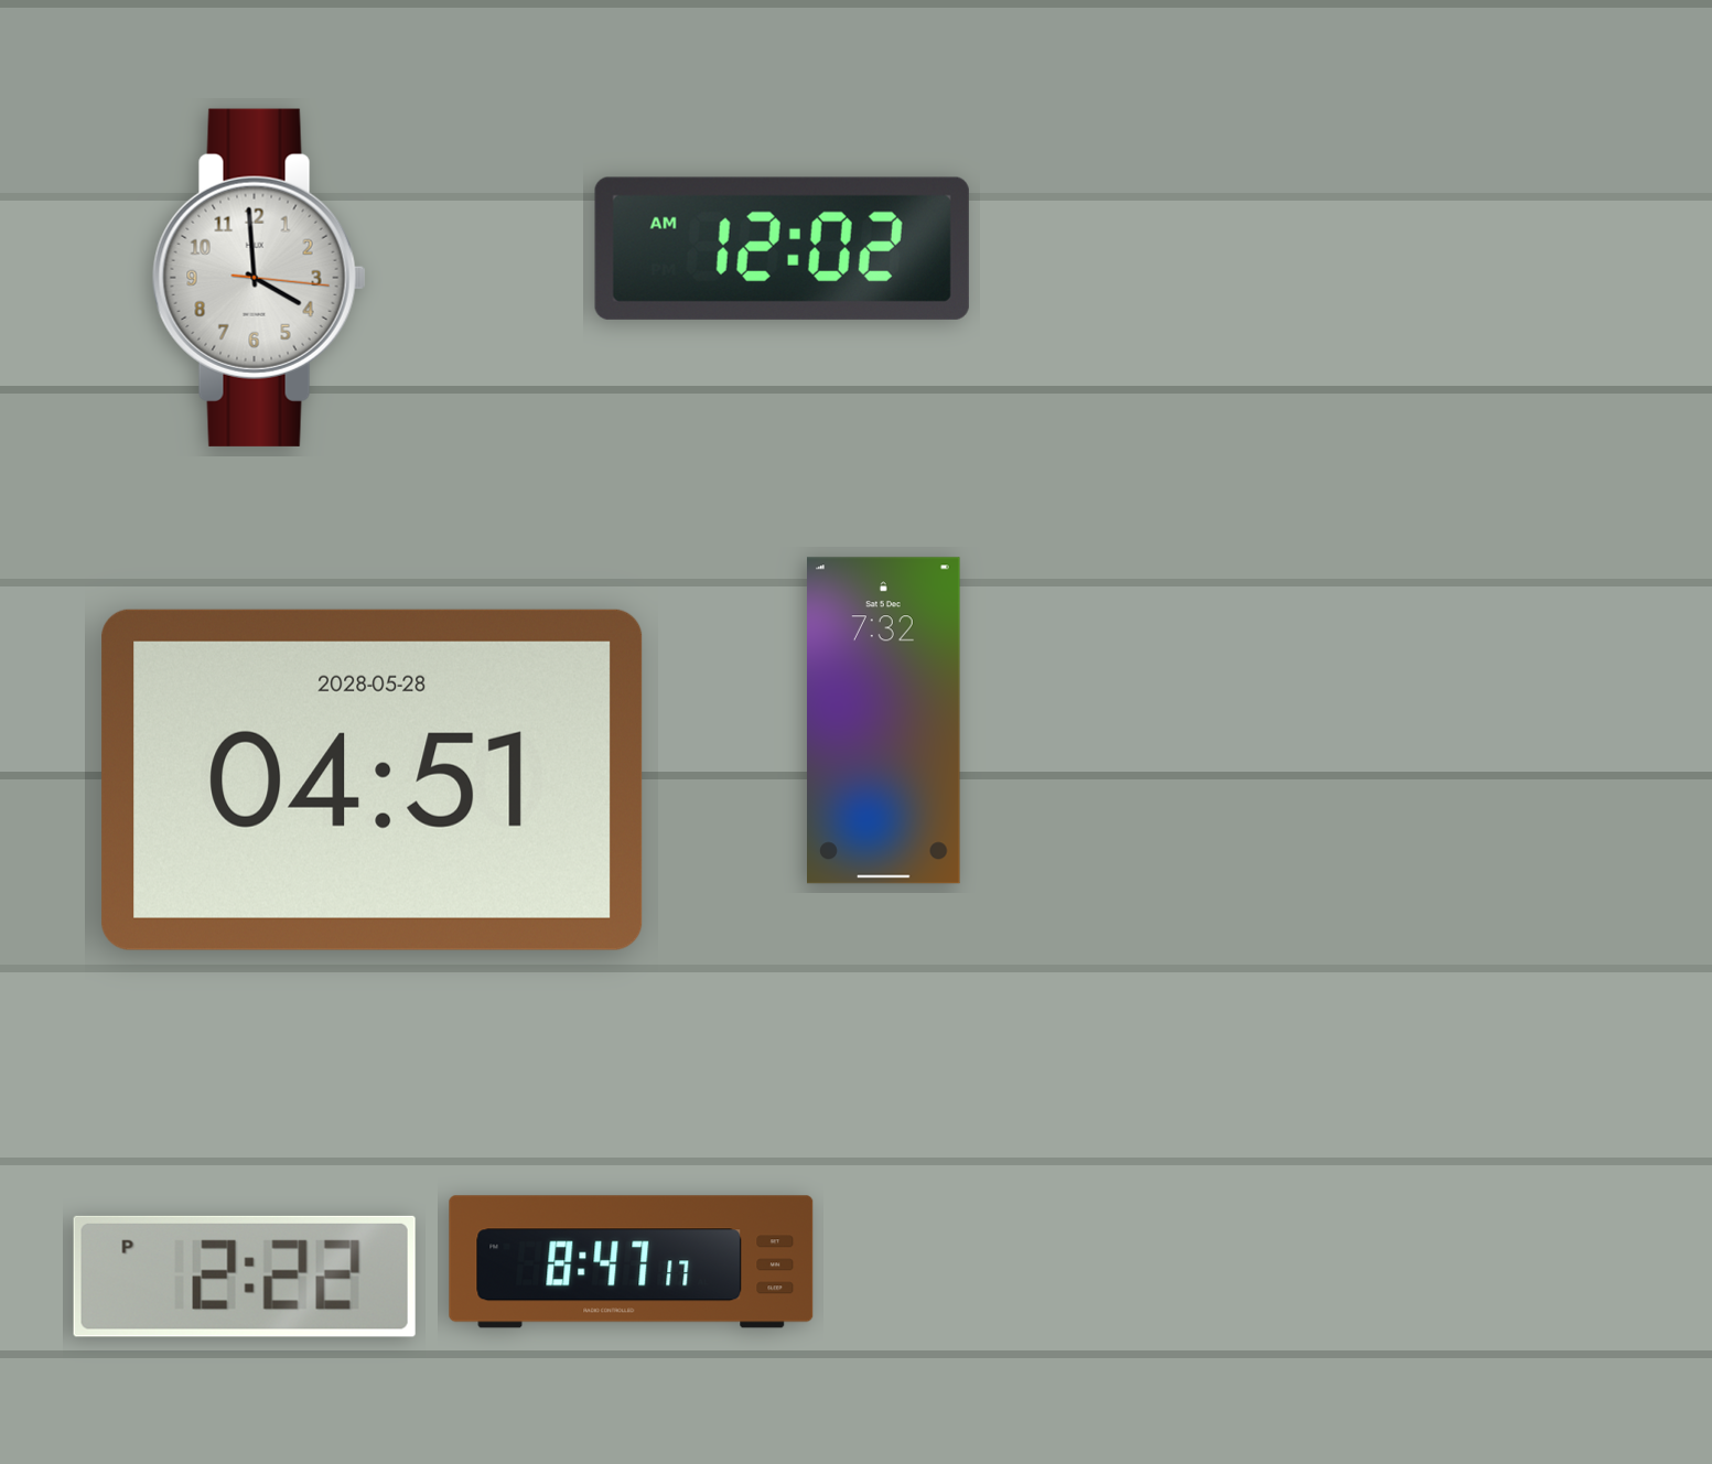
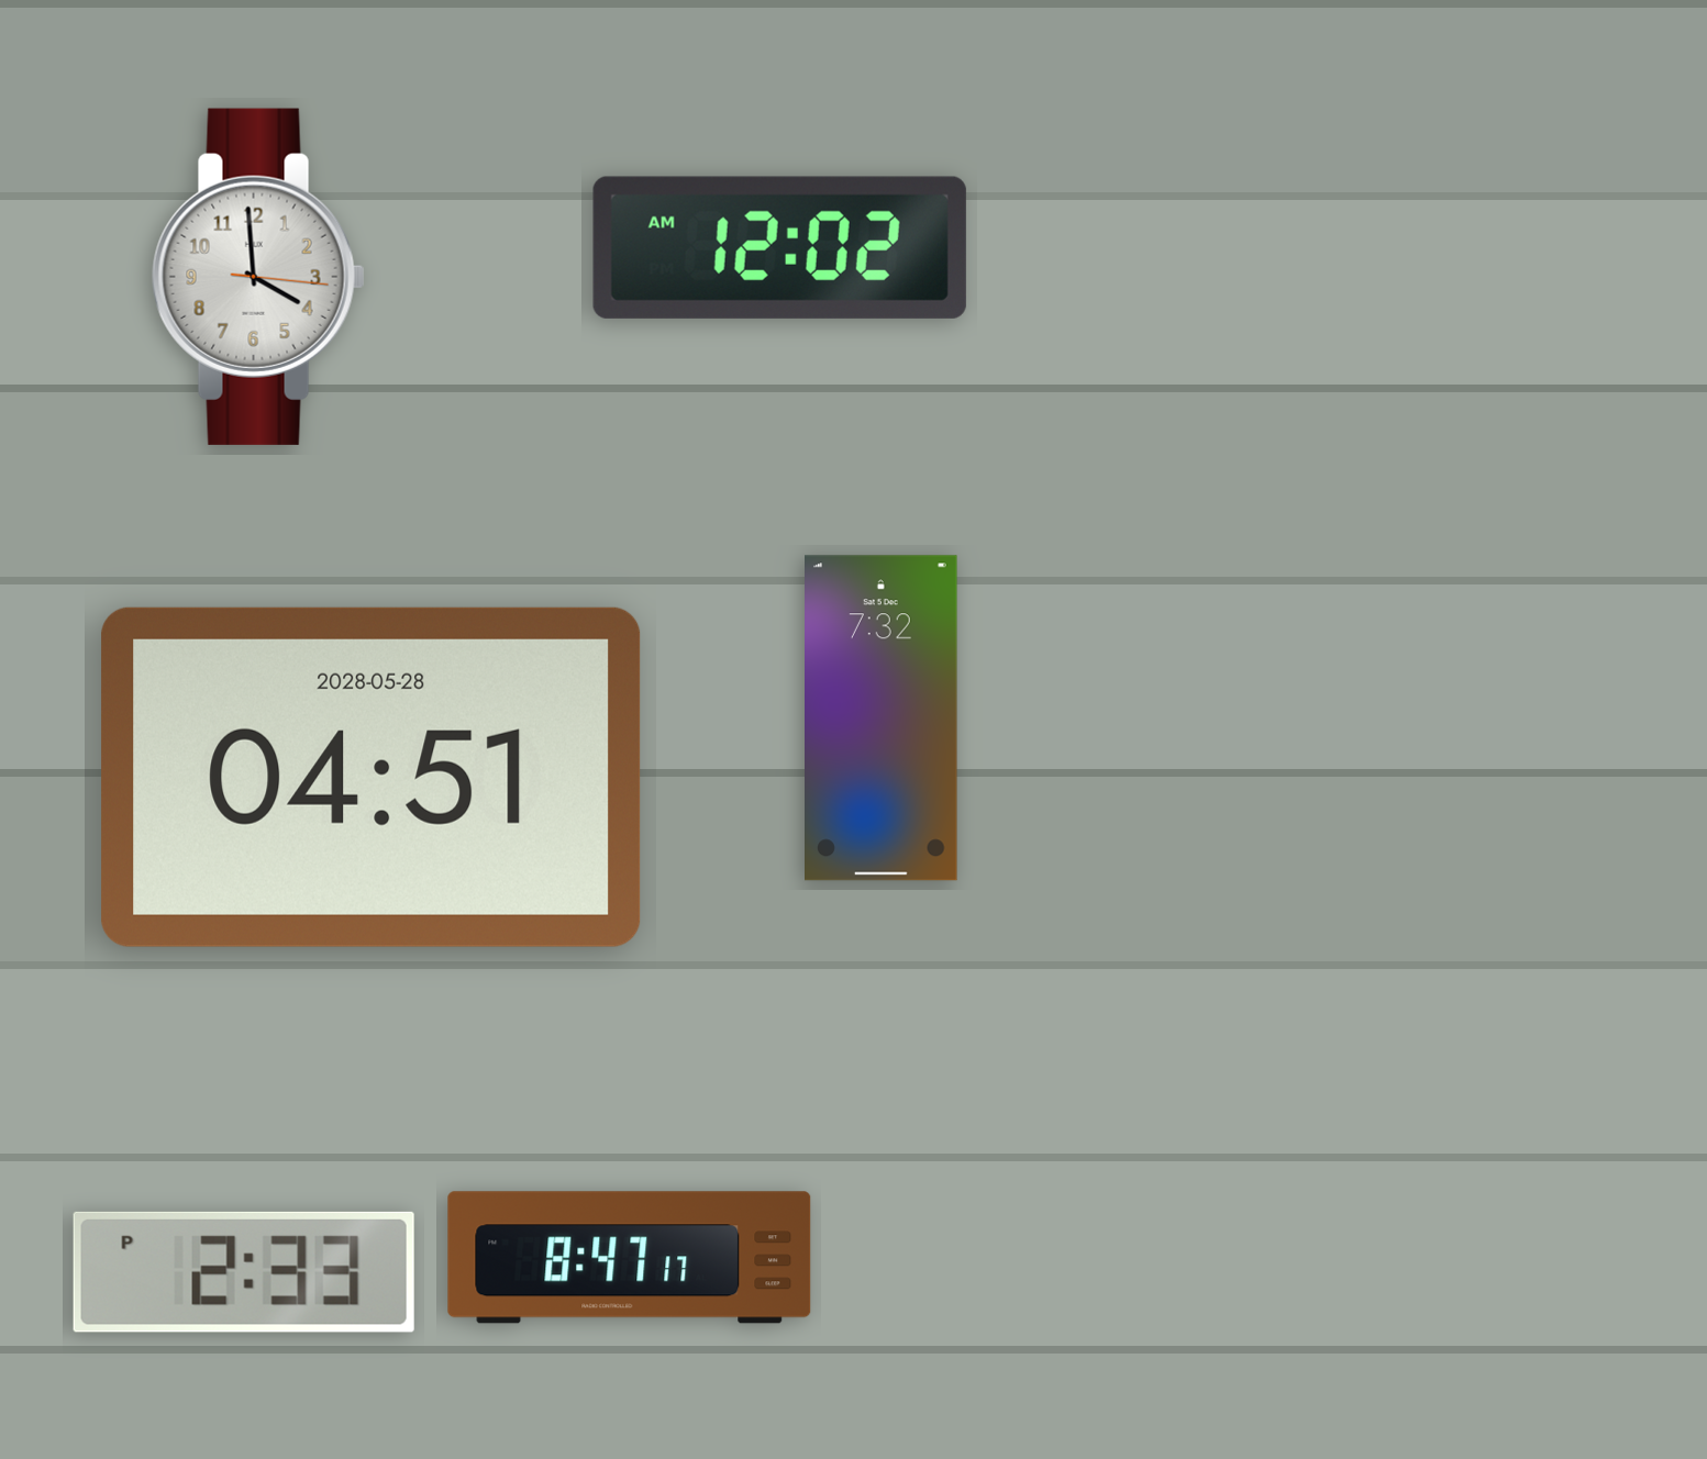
clock at (245, 1277): 2:22 -> 2:33
